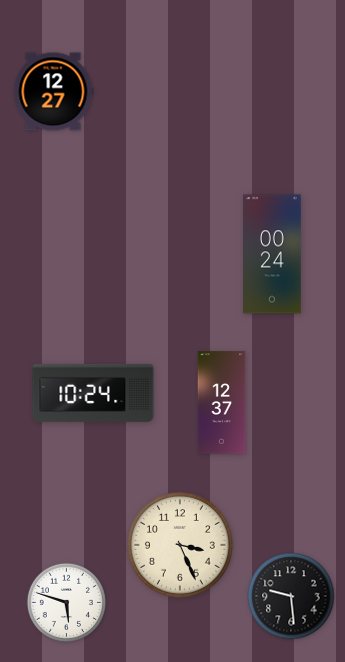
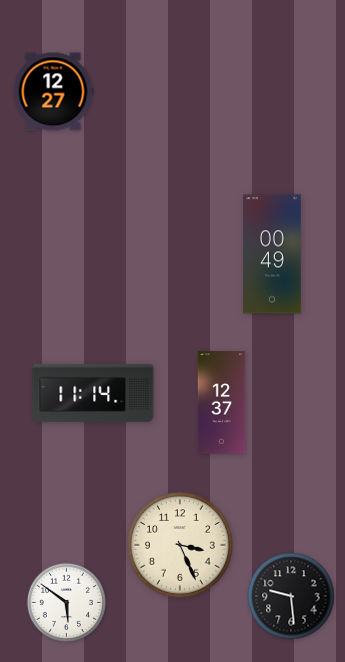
clock at (272, 254): 00:24 -> 00:49
clock at (93, 393): 10:24 -> 11:14
clock at (66, 602): 5:48 -> 5:51
